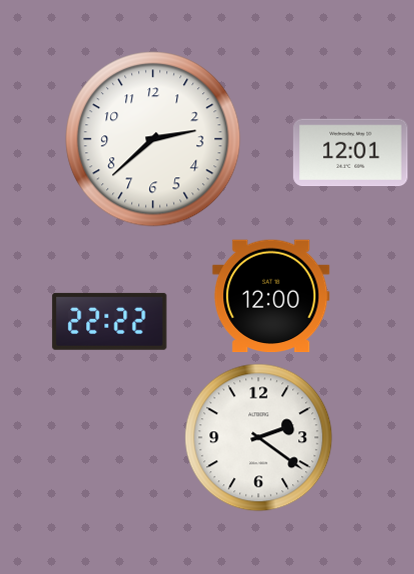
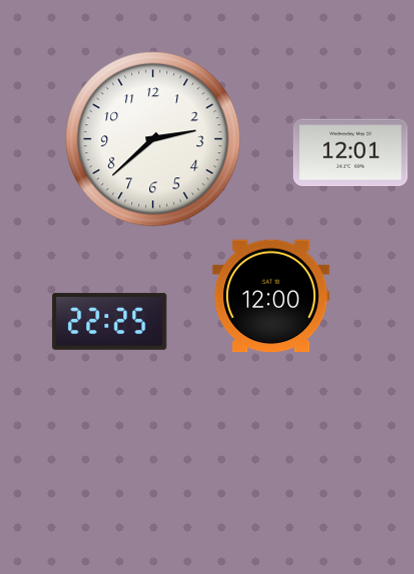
clock at (110, 321): 22:22 -> 22:25
clock at (259, 438): 2:21 -> none
